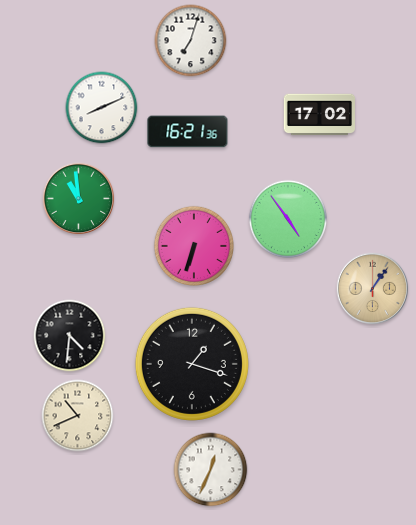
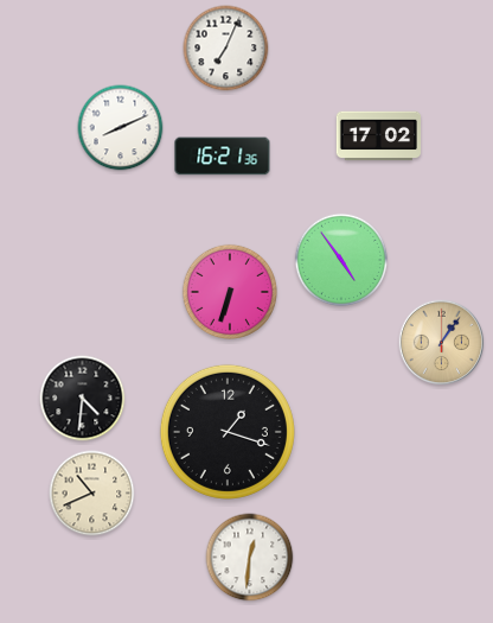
clock at (191, 41): 7:03 -> 7:04
clock at (79, 199): 10:59 -> none
clock at (211, 470): 12:34 -> 12:31
